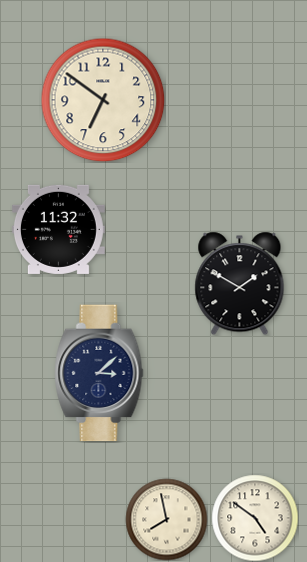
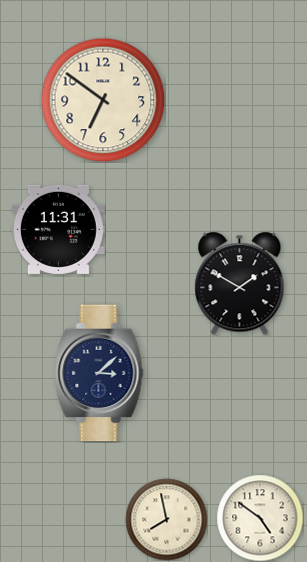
clock at (58, 229): 11:32 -> 11:31
clock at (255, 518) position: (255, 518) -> (260, 518)
